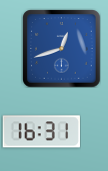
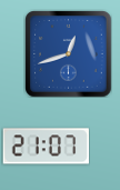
clock at (41, 132): 16:31 -> 21:07
